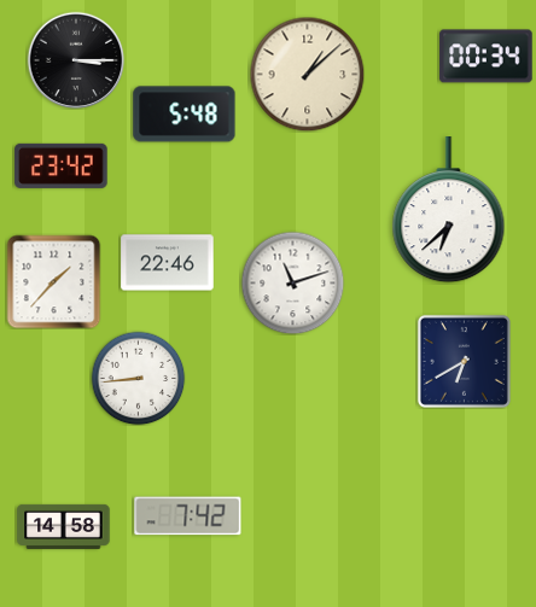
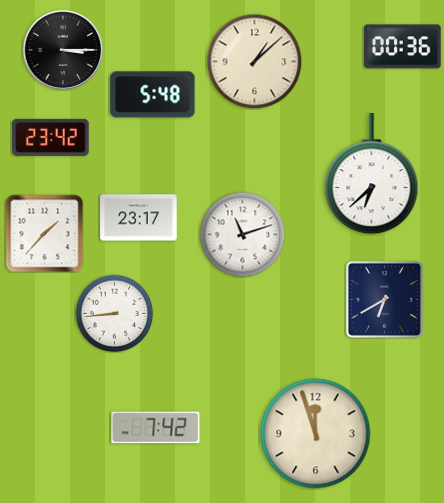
clock at (487, 57): 00:34 -> 00:36
clock at (168, 263): 22:46 -> 23:17
clock at (316, 434): none -> 11:57
clock at (64, 526): 14:58 -> none
